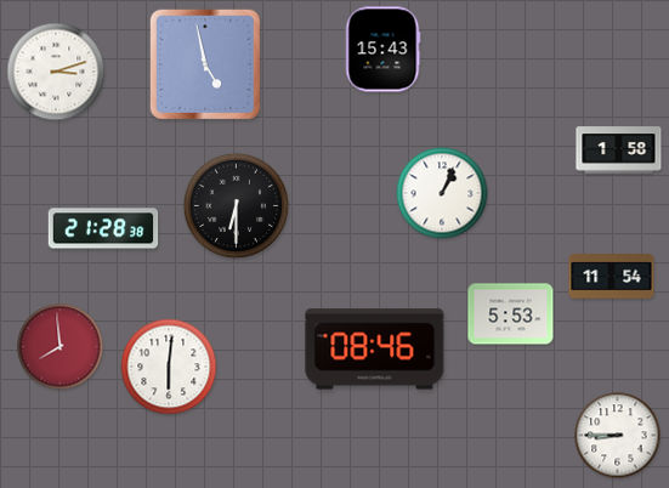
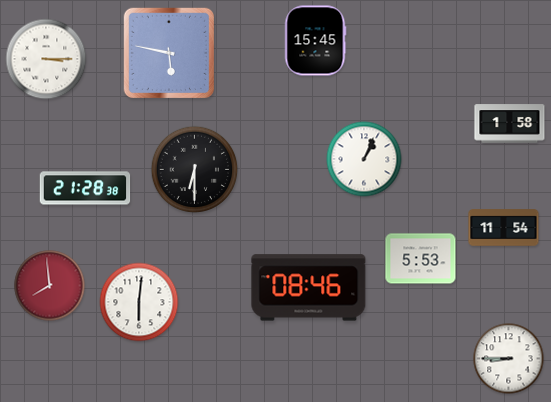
clock at (382, 50): 15:43 -> 15:45
clock at (204, 63): 4:58 -> 5:47
clock at (56, 72): 3:12 -> 3:15
